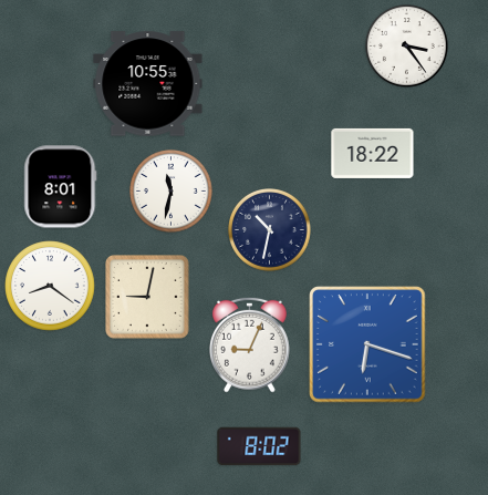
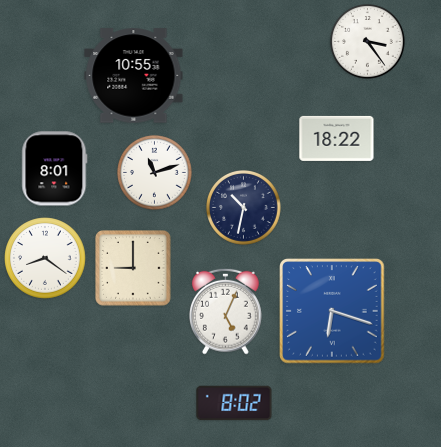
clock at (172, 192): 11:32 -> 11:12
clock at (147, 297): 9:02 -> 9:00
clock at (250, 344): 9:04 -> 5:04
